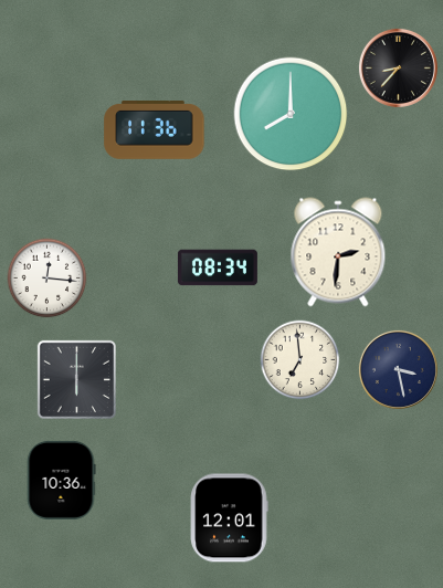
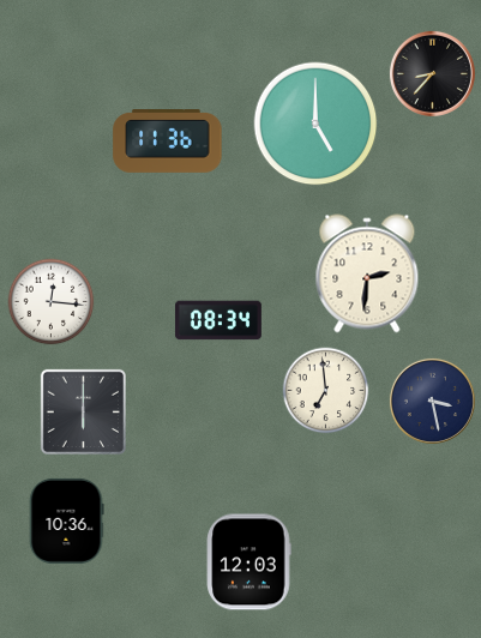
clock at (291, 114): 8:00 -> 5:00
clock at (218, 267) position: (218, 267) -> (218, 320)
clock at (229, 518): 12:01 -> 12:03
